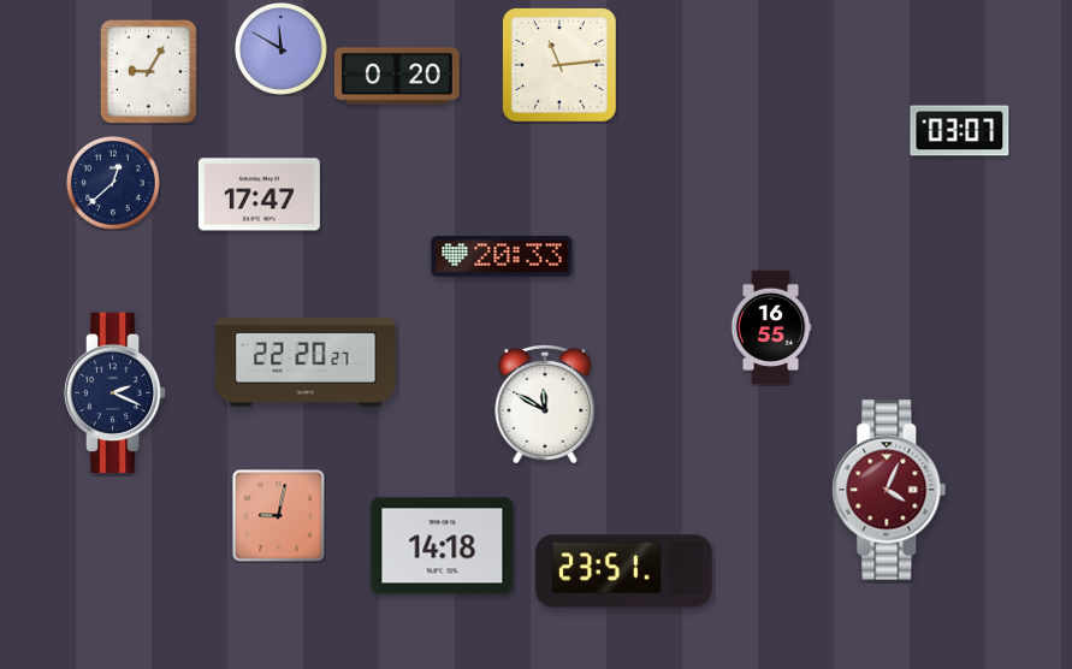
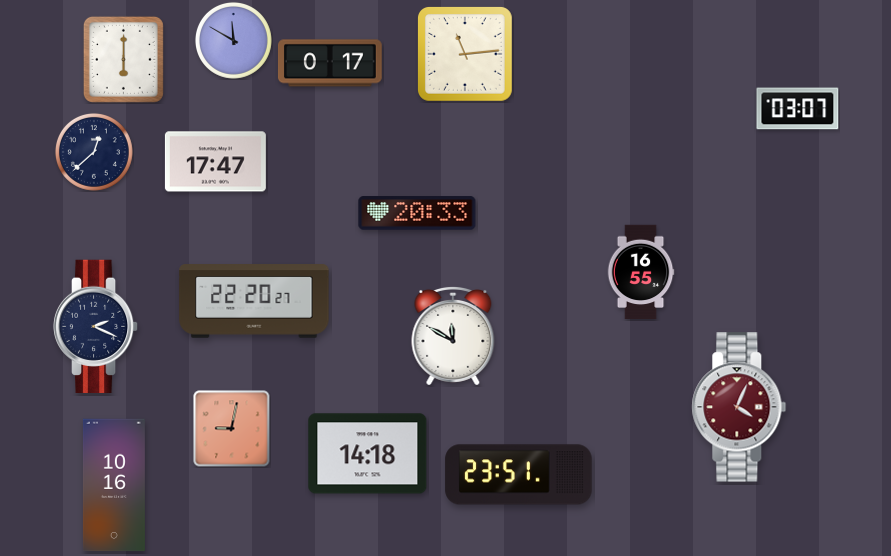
clock at (148, 71): 9:05 -> 6:00
clock at (397, 76): 0:20 -> 0:17
clock at (114, 485): none -> 10:16
